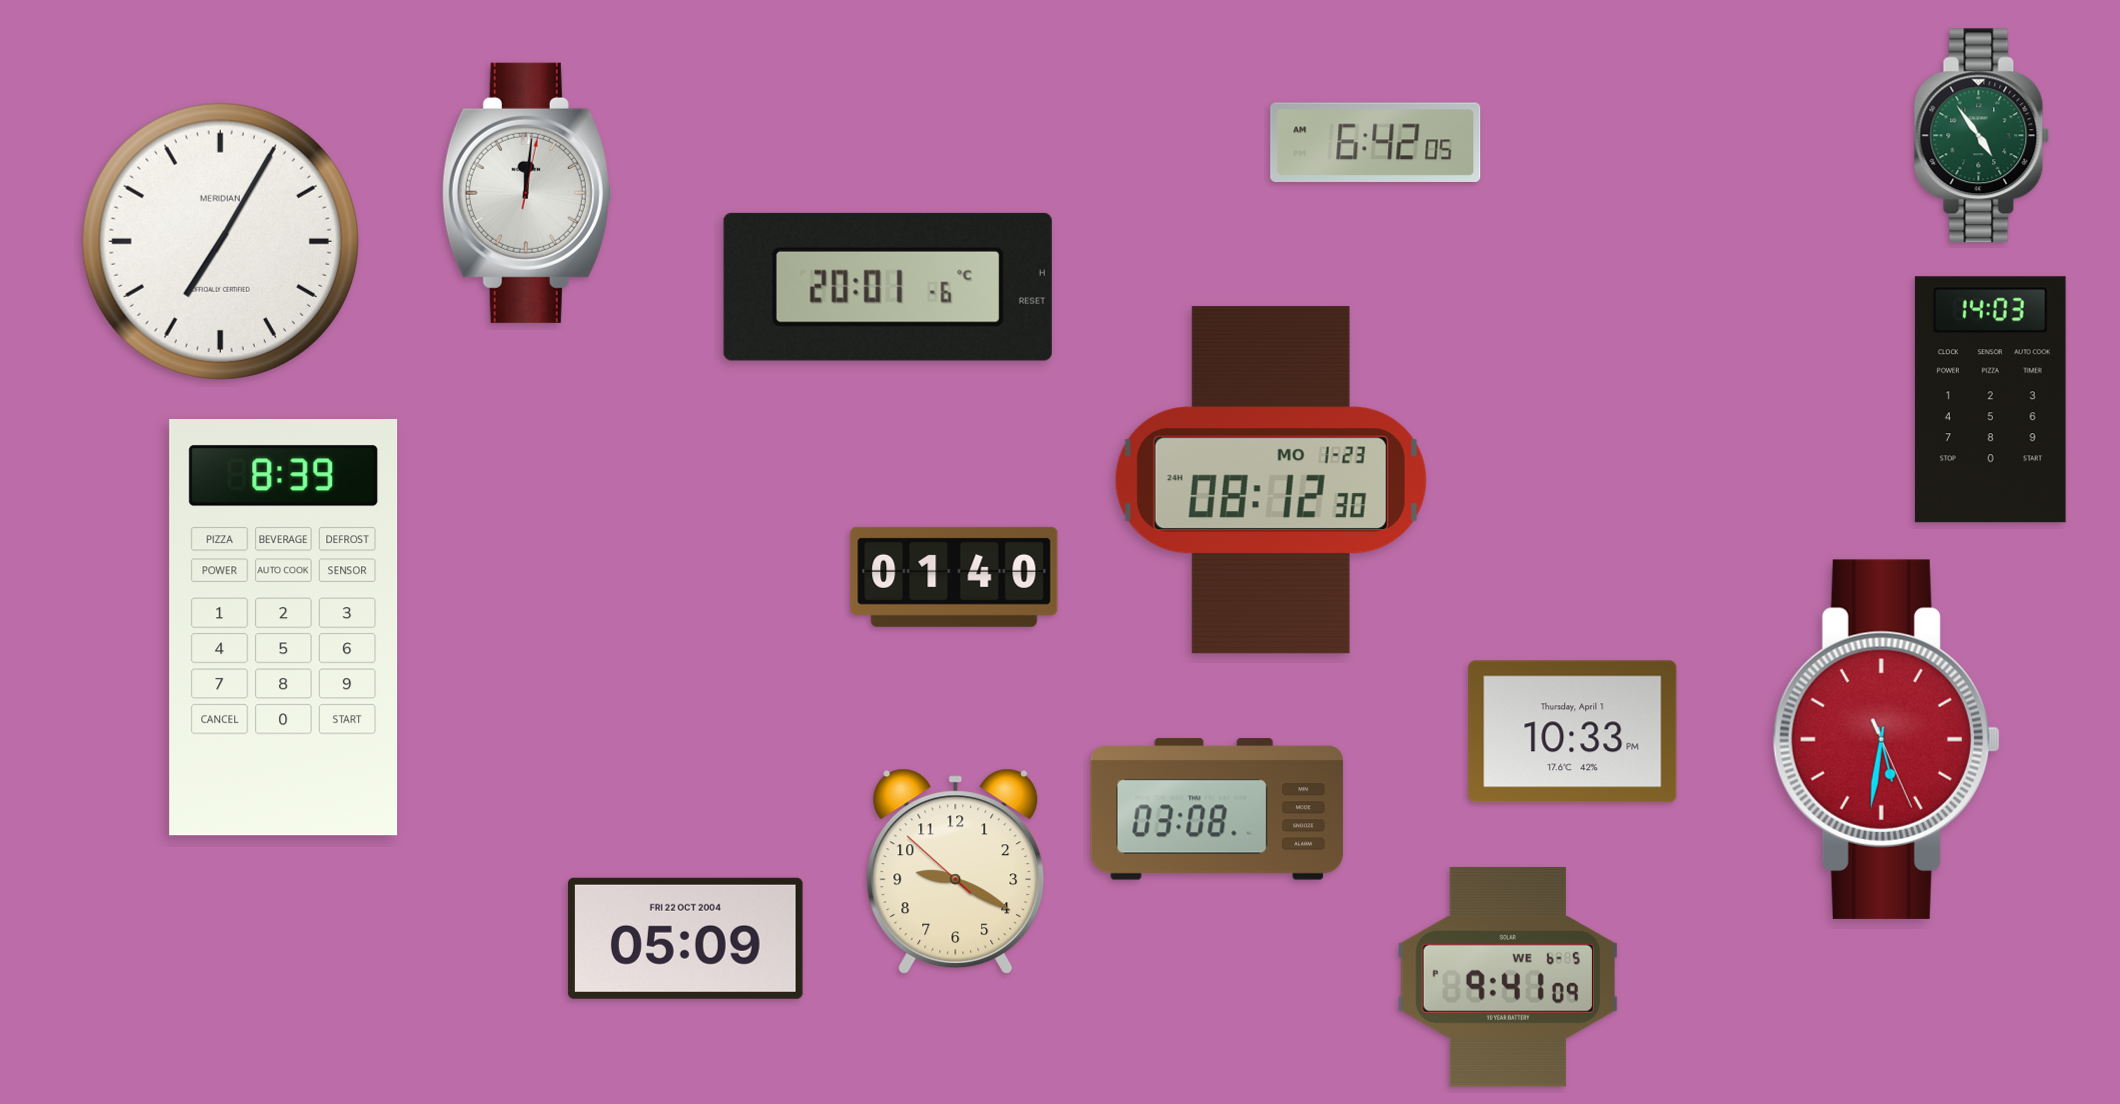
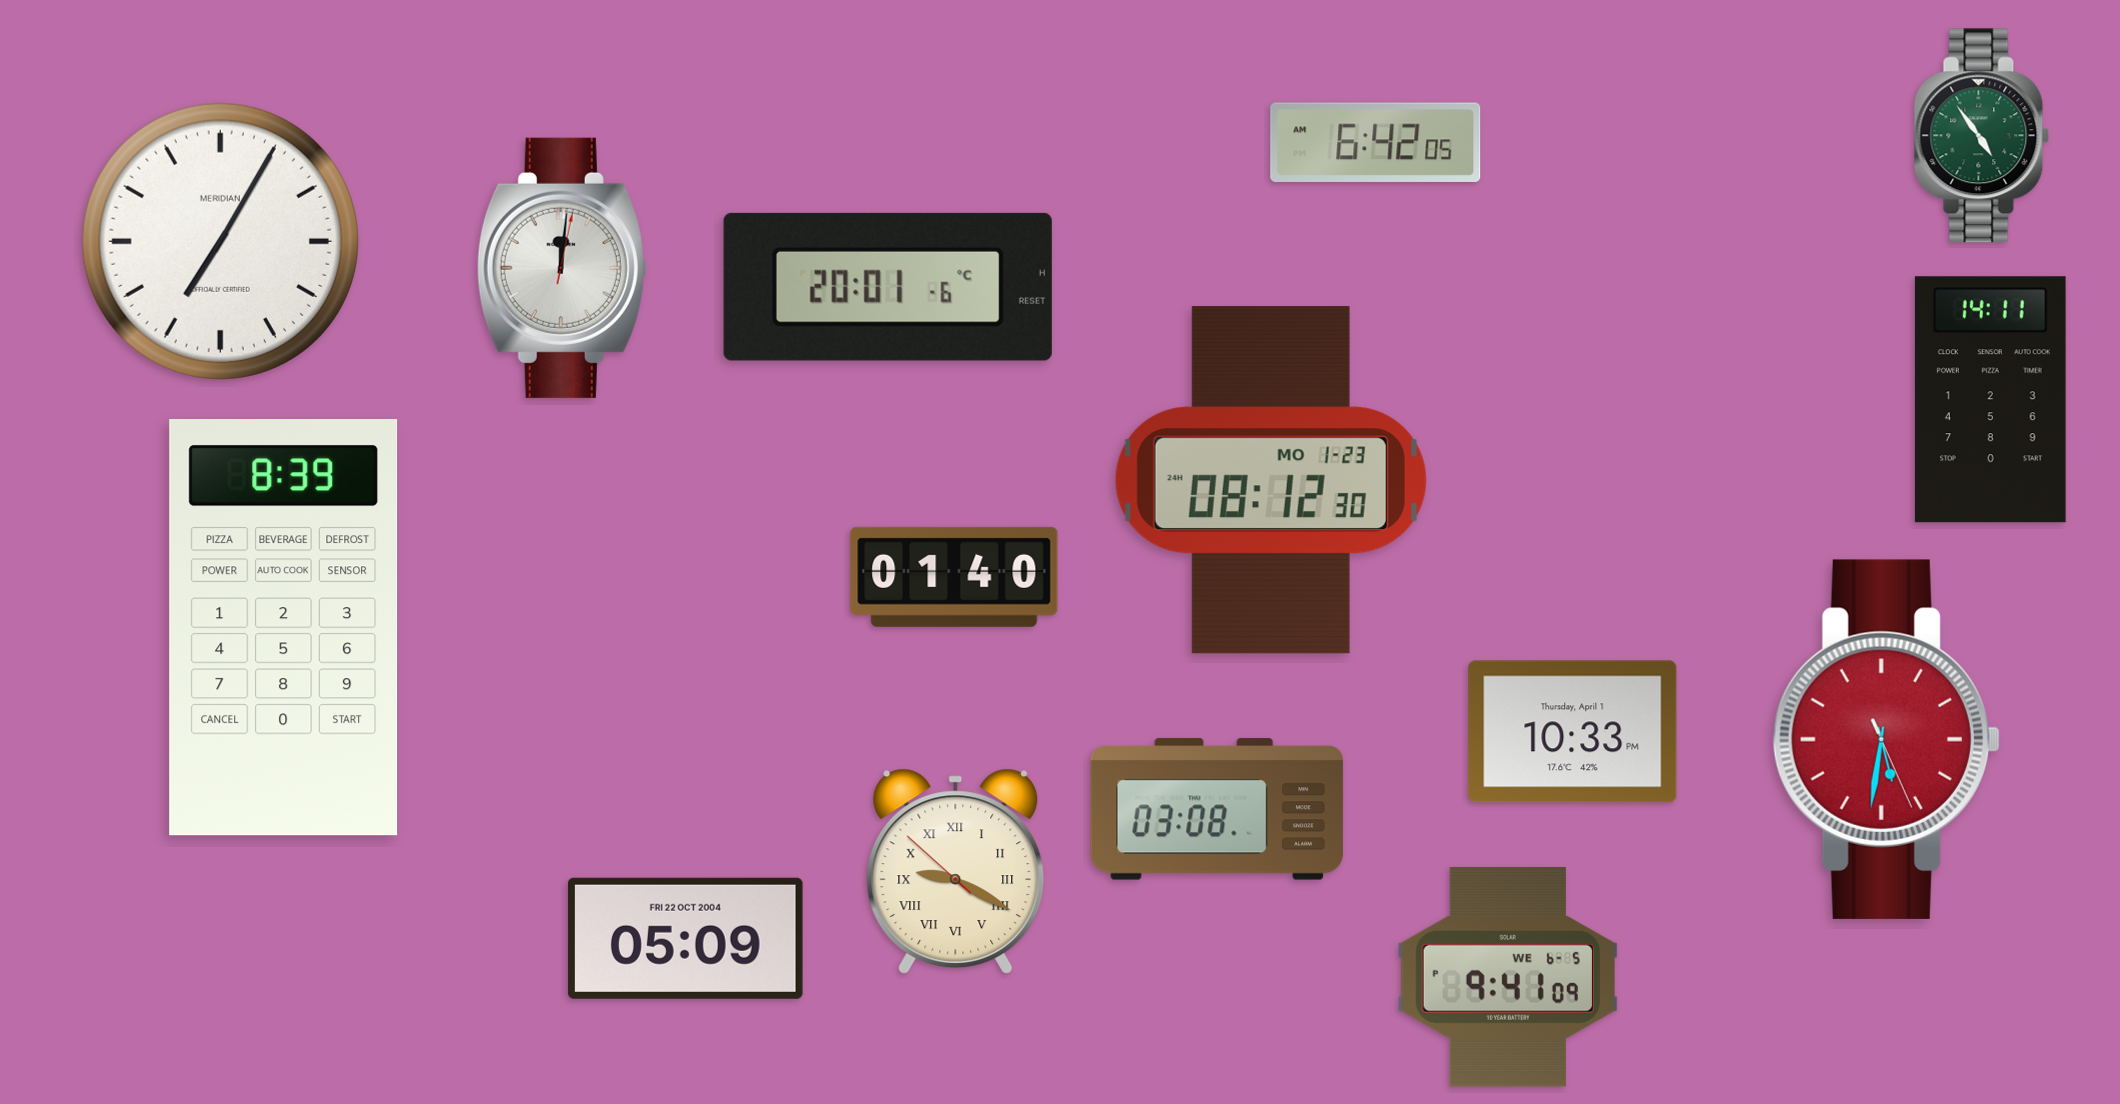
clock at (527, 193) position: (527, 193) -> (562, 268)
clock at (1990, 400): 14:03 -> 14:11
clock at (956, 871) numerals: Arabic -> Roman
